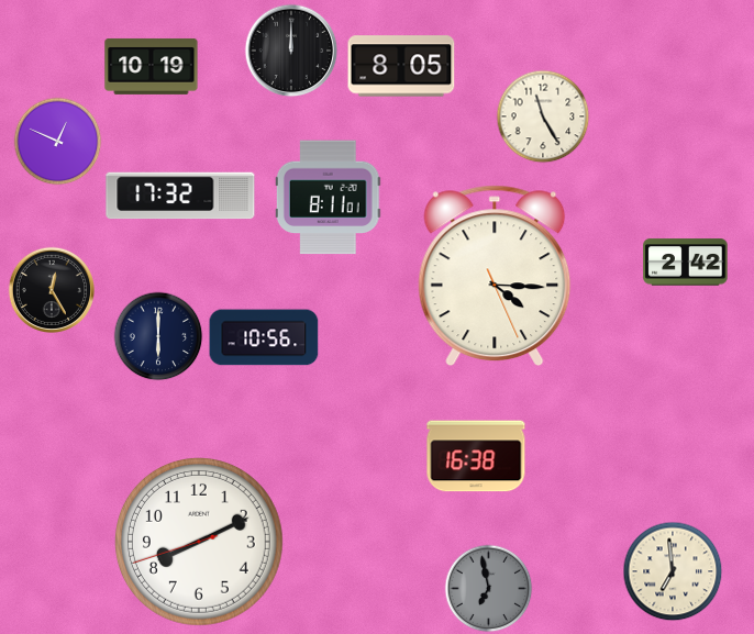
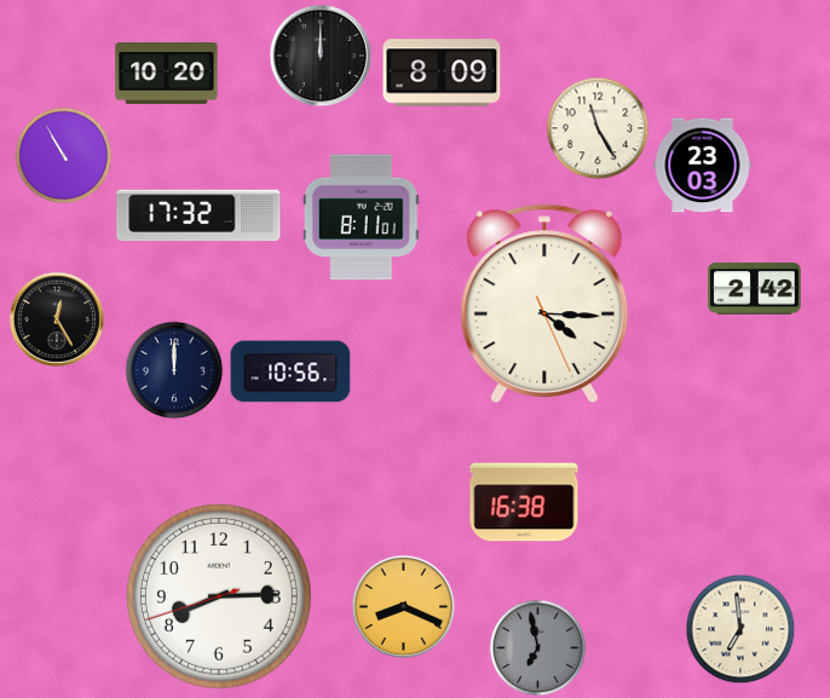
clock at (152, 66): 10:19 -> 10:20
clock at (401, 66): 8:05 -> 8:09
clock at (57, 141): 12:49 -> 10:55
clock at (703, 166): none -> 23:03
clock at (158, 336): 6:00 -> 12:00
clock at (199, 542): 8:10 -> 8:14
clock at (403, 606): none -> 8:19
